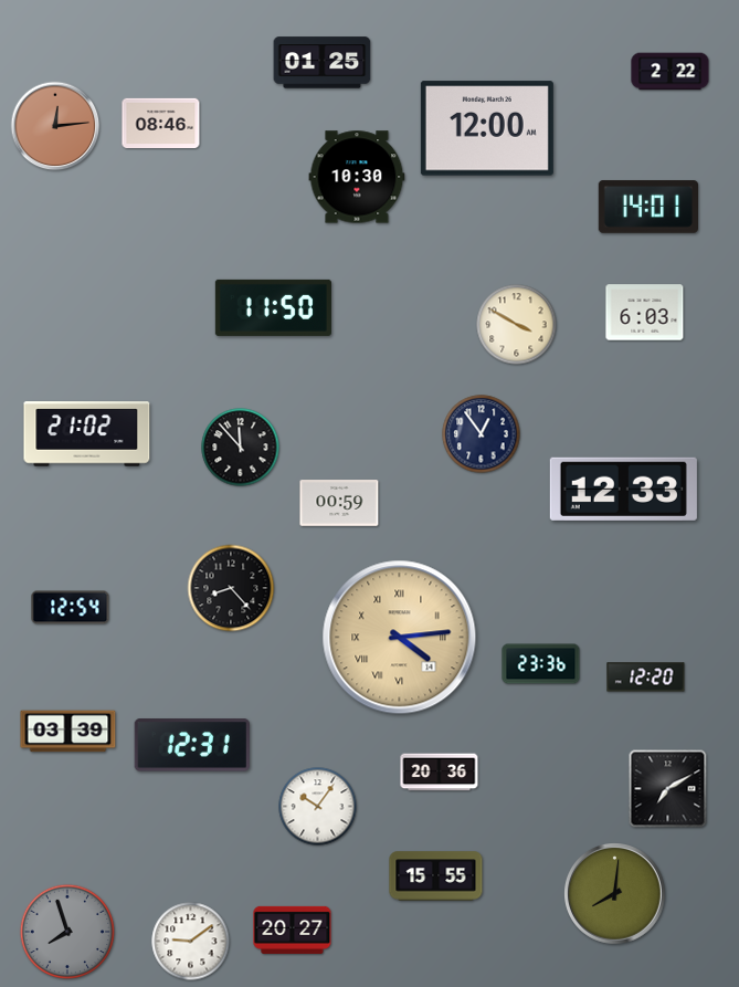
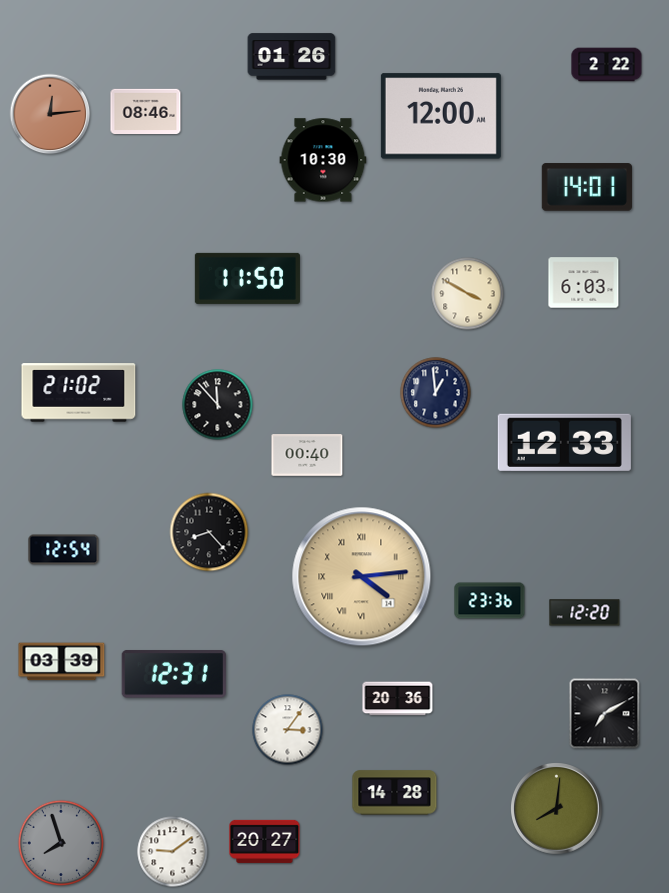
clock at (323, 63): 01:25 -> 01:26
clock at (482, 434): 12:54 -> 12:59
clock at (339, 503): 00:59 -> 00:40
clock at (318, 807): 10:06 -> 3:06
clock at (436, 876): 15:55 -> 14:28
